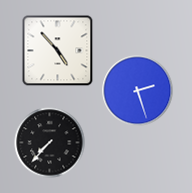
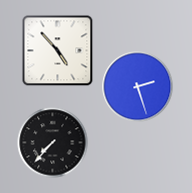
clock at (138, 91) position: (138, 91) -> (138, 87)
clock at (50, 143) position: (50, 143) -> (53, 143)
